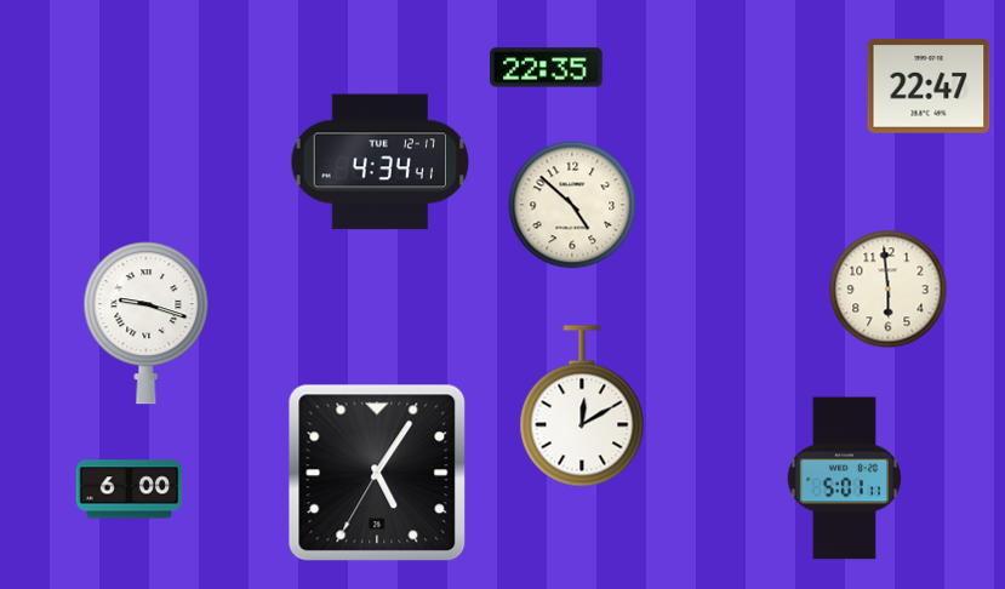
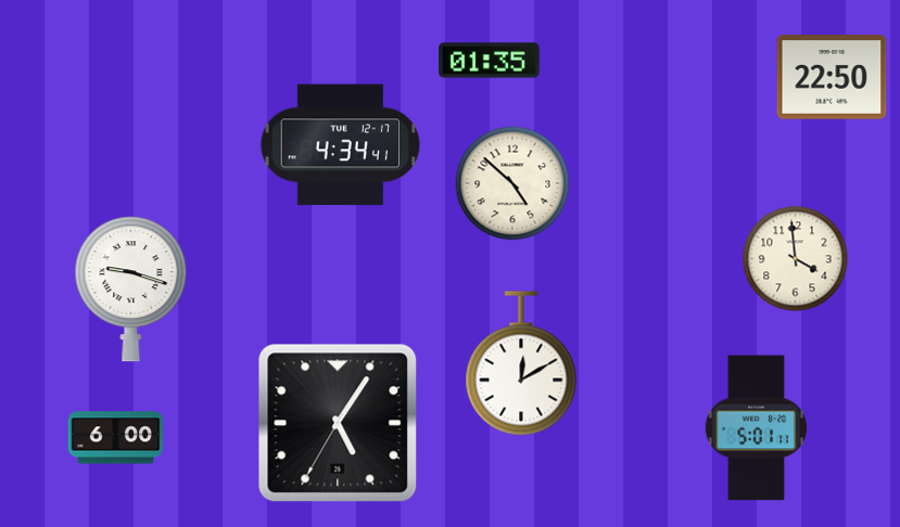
clock at (547, 68): 22:35 -> 01:35
clock at (929, 86): 22:47 -> 22:50
clock at (889, 290): 5:59 -> 3:59
